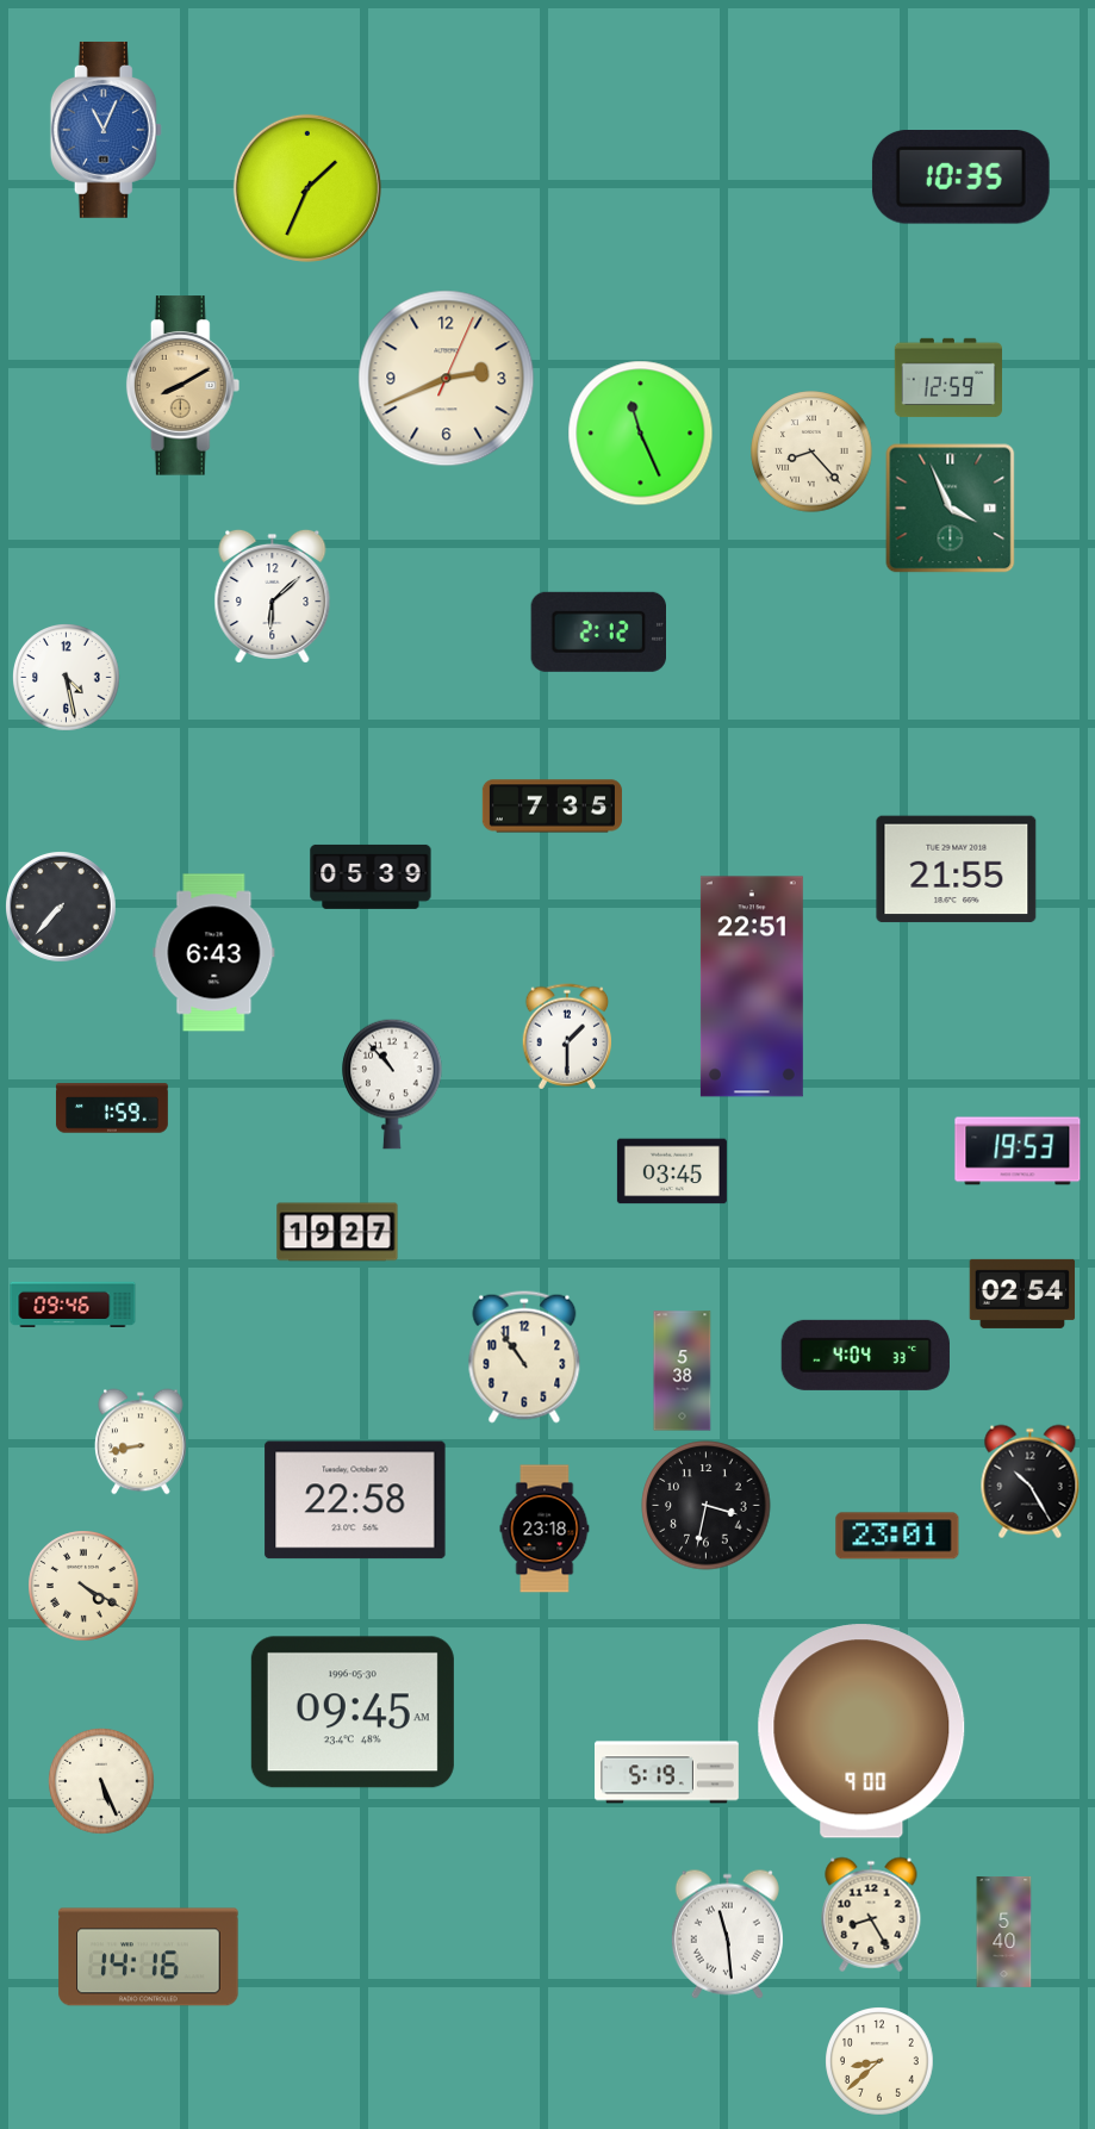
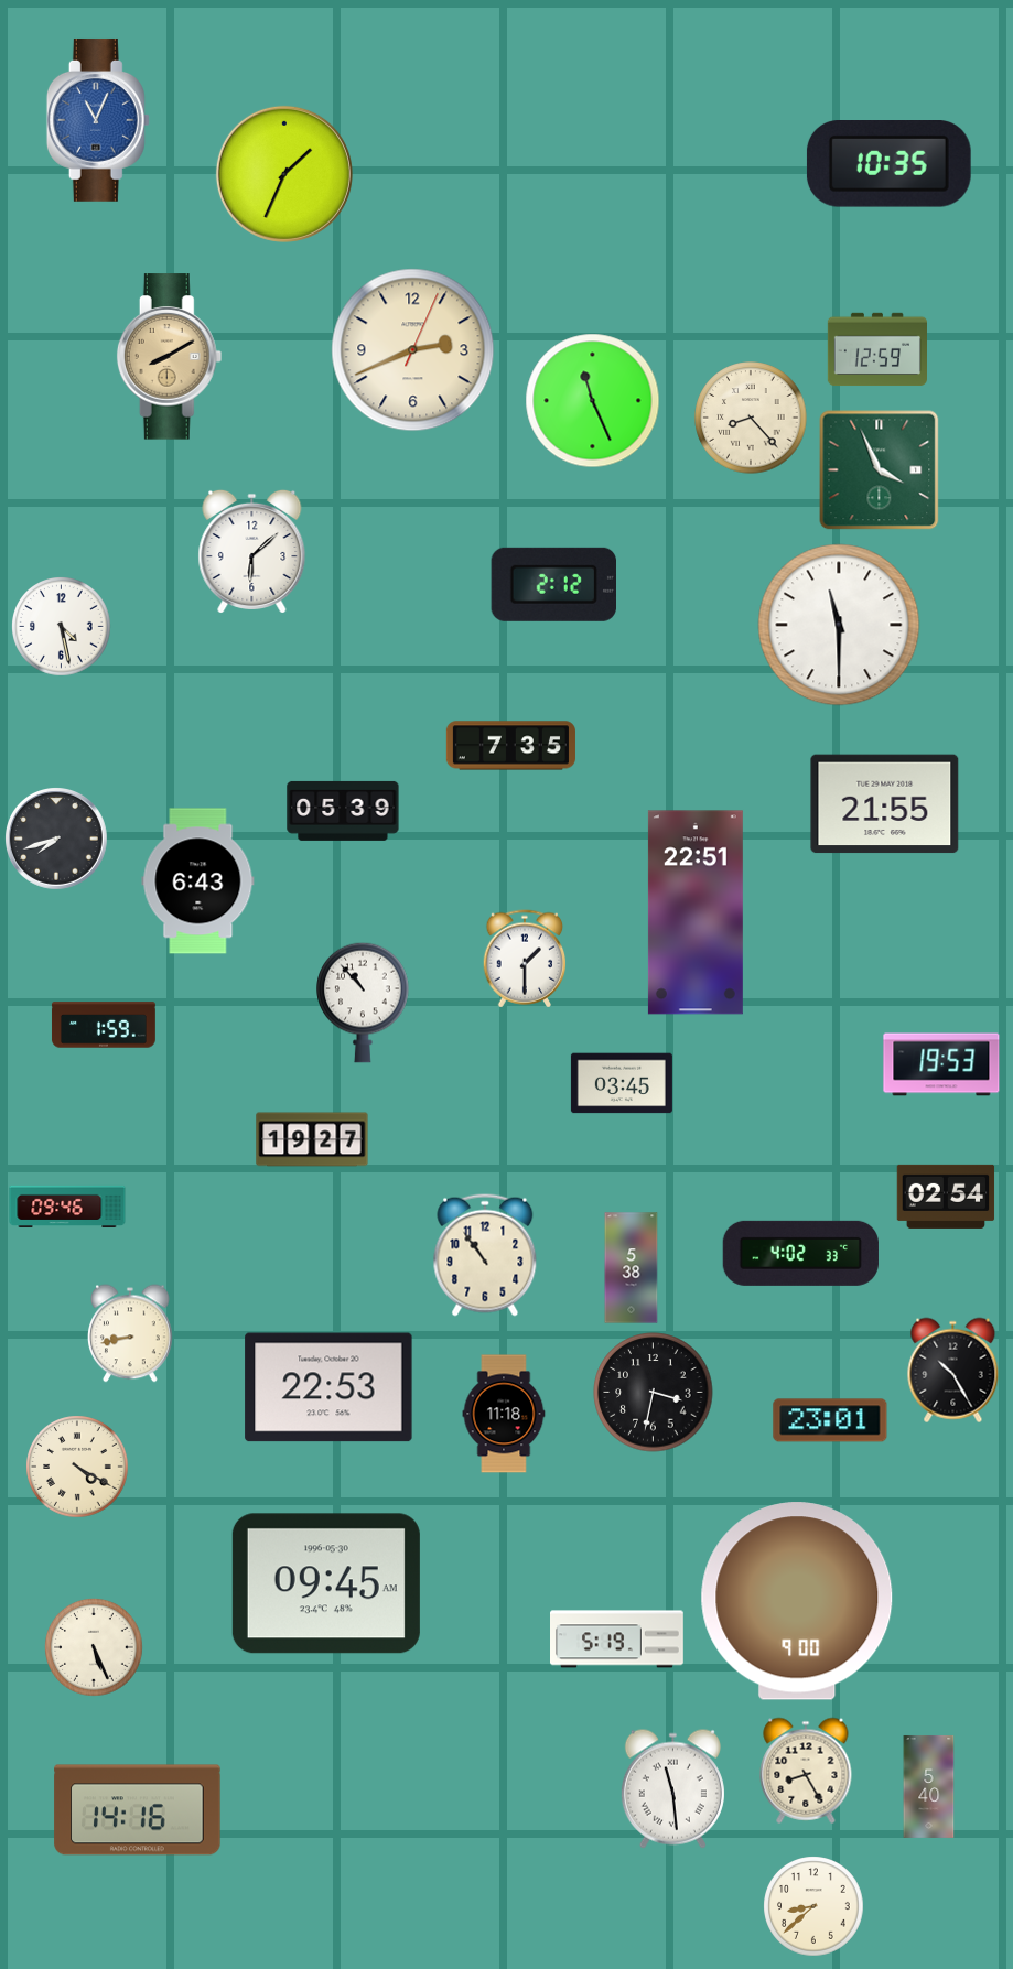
clock at (839, 625): none -> 11:30
clock at (62, 908): 7:37 -> 7:42
clock at (865, 1355): 4:04 -> 4:02
clock at (355, 1500): 22:58 -> 22:53
clock at (545, 1529): 23:18 -> 11:18
